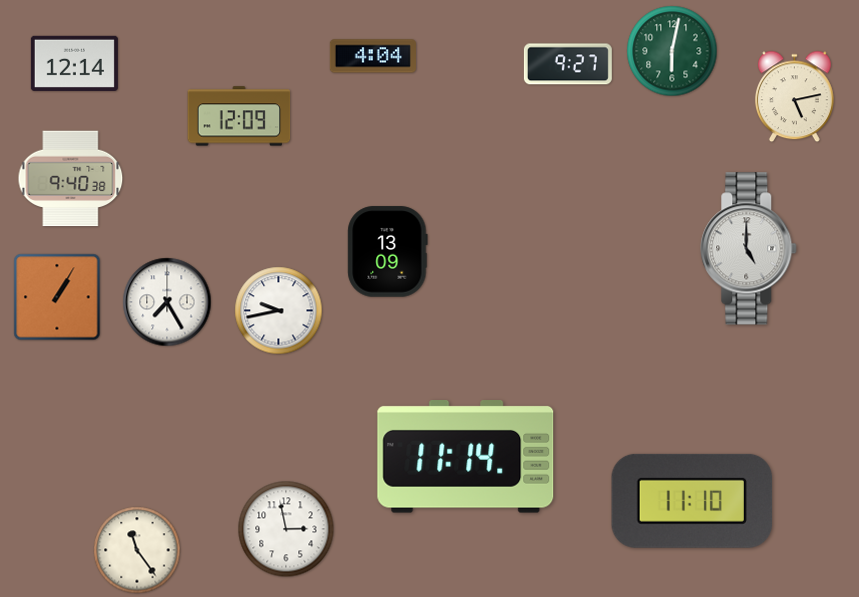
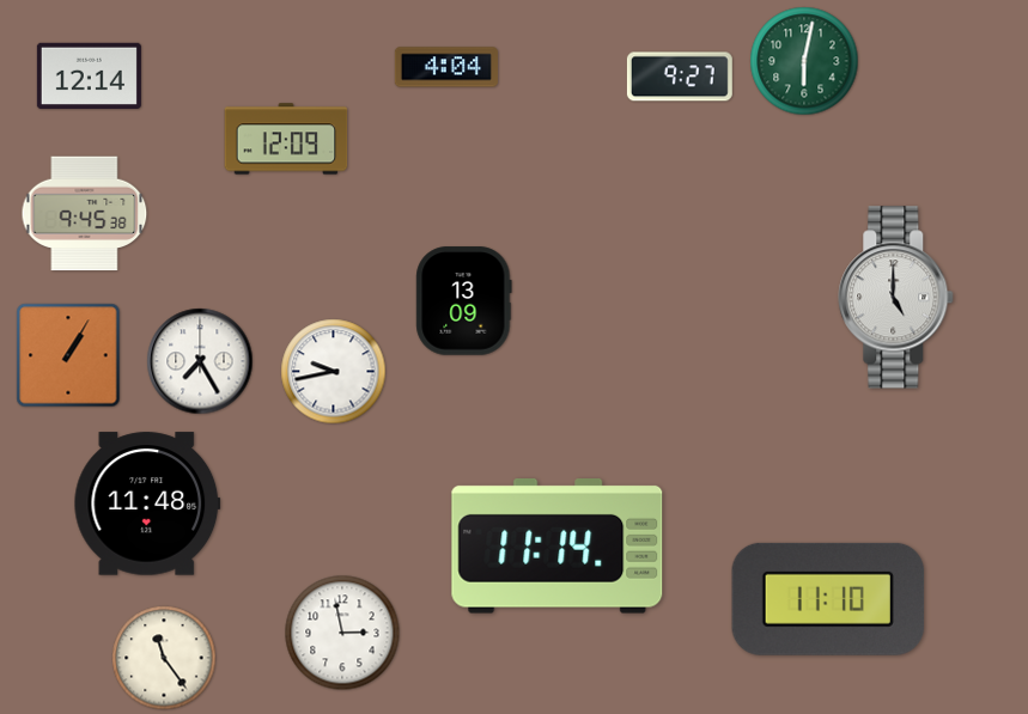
clock at (795, 97): 5:13 -> none
clock at (71, 179): 9:40 -> 9:45
clock at (147, 504): none -> 11:48
